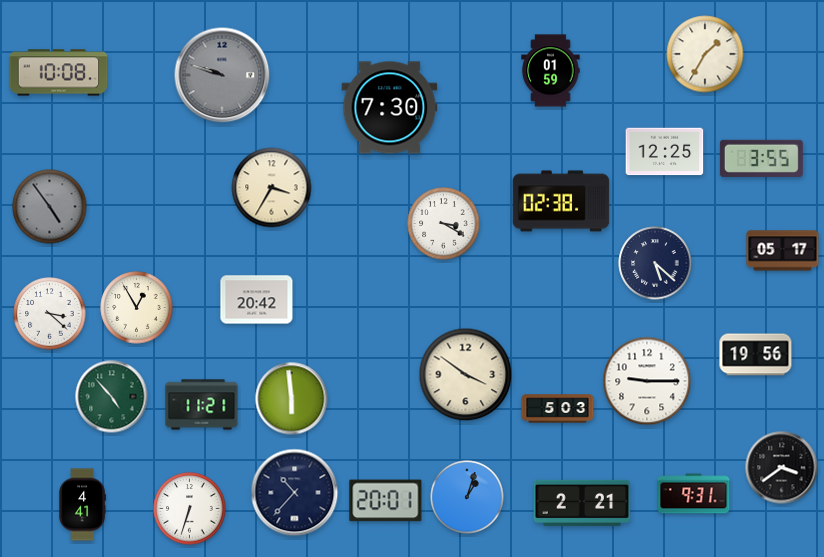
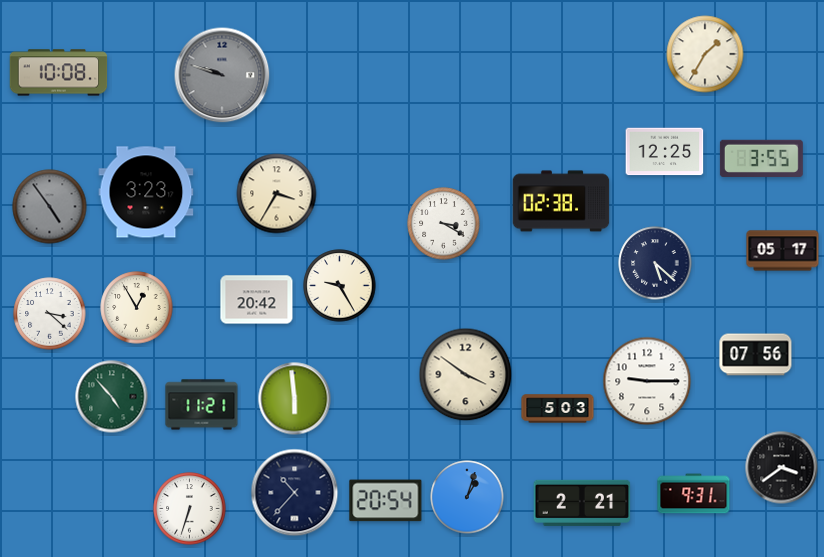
clock at (551, 71): 01:59 -> none
clock at (390, 108): 7:30 -> none
clock at (272, 188) position: (272, 188) -> (277, 194)
clock at (146, 192): none -> 3:23
clock at (340, 286): none -> 9:25
clock at (756, 355): 19:56 -> 07:56
clock at (292, 399) position: (292, 399) -> (295, 399)
clock at (386, 501): 20:01 -> 20:54
clock at (82, 505): 4:41 -> none
